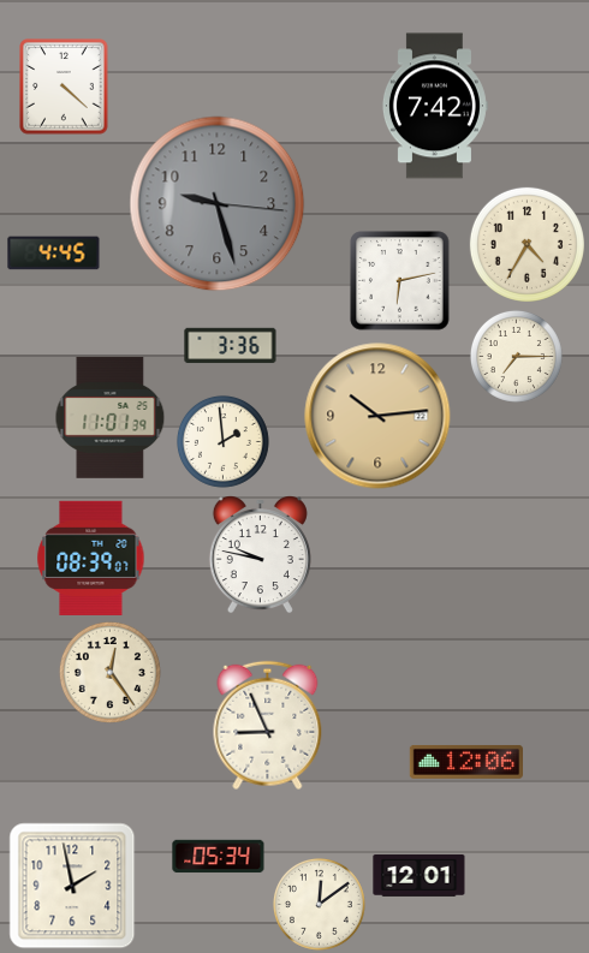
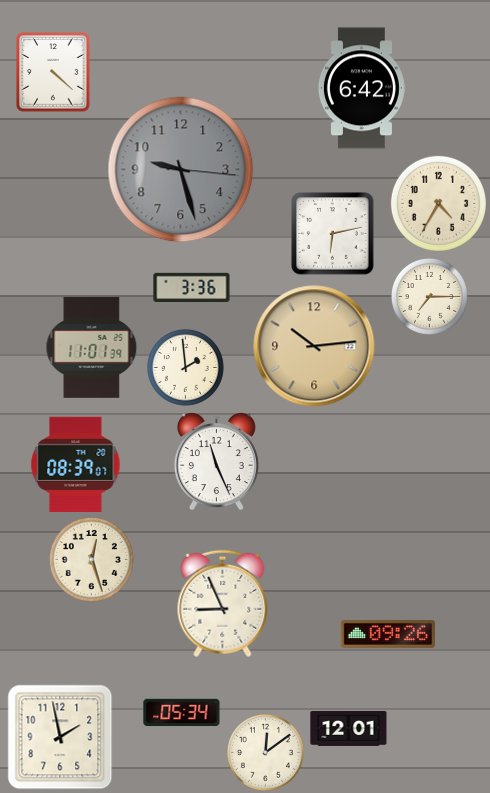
clock at (434, 106): 7:42 -> 6:42
clock at (54, 254): 4:45 -> none
clock at (260, 555): 9:47 -> 11:26
clock at (109, 672): 12:24 -> 12:27
clock at (466, 762): 12:06 -> 09:26
